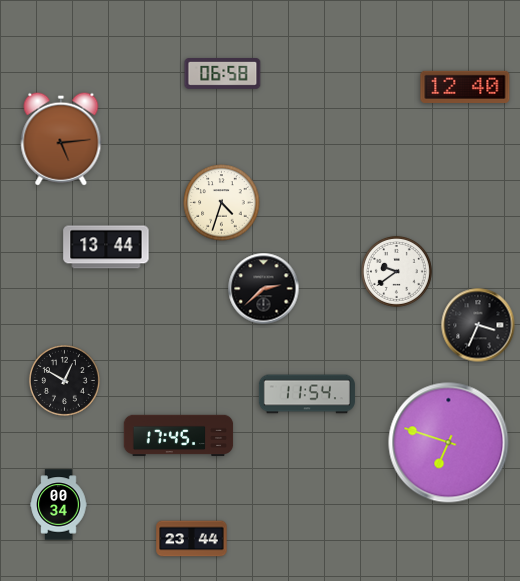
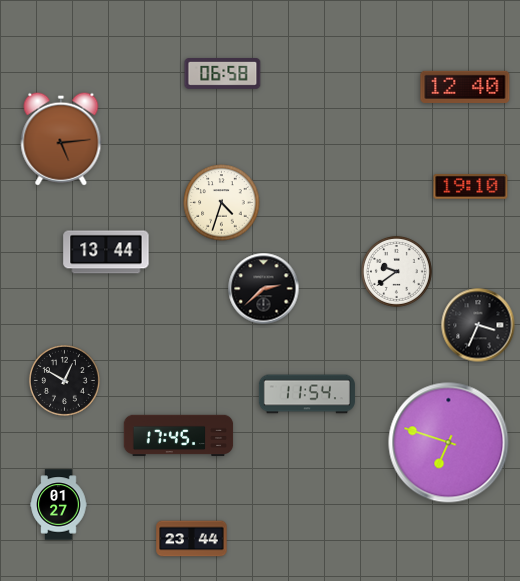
clock at (471, 186): none -> 19:10
clock at (106, 247) position: (106, 247) -> (106, 252)
clock at (59, 505): 00:34 -> 01:27
